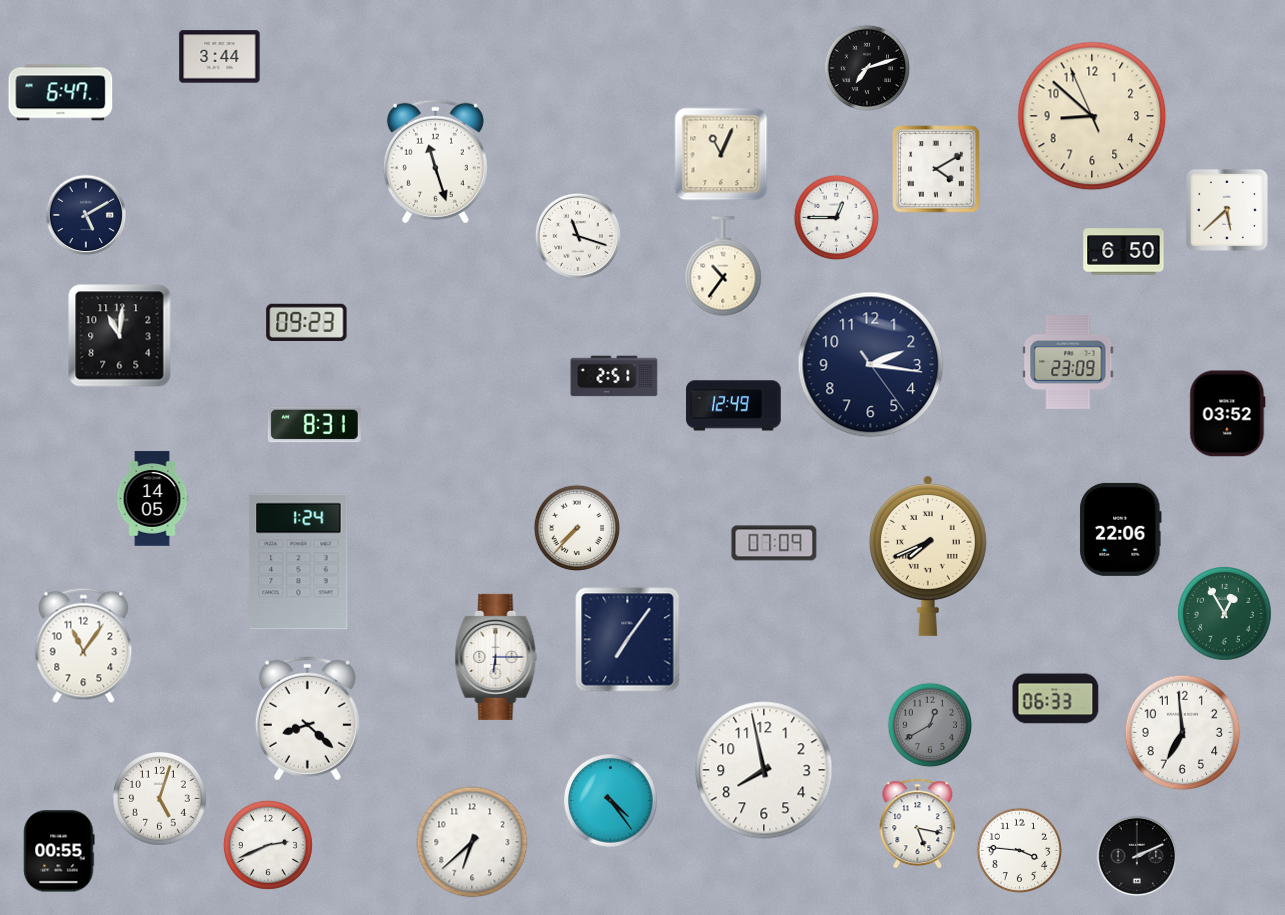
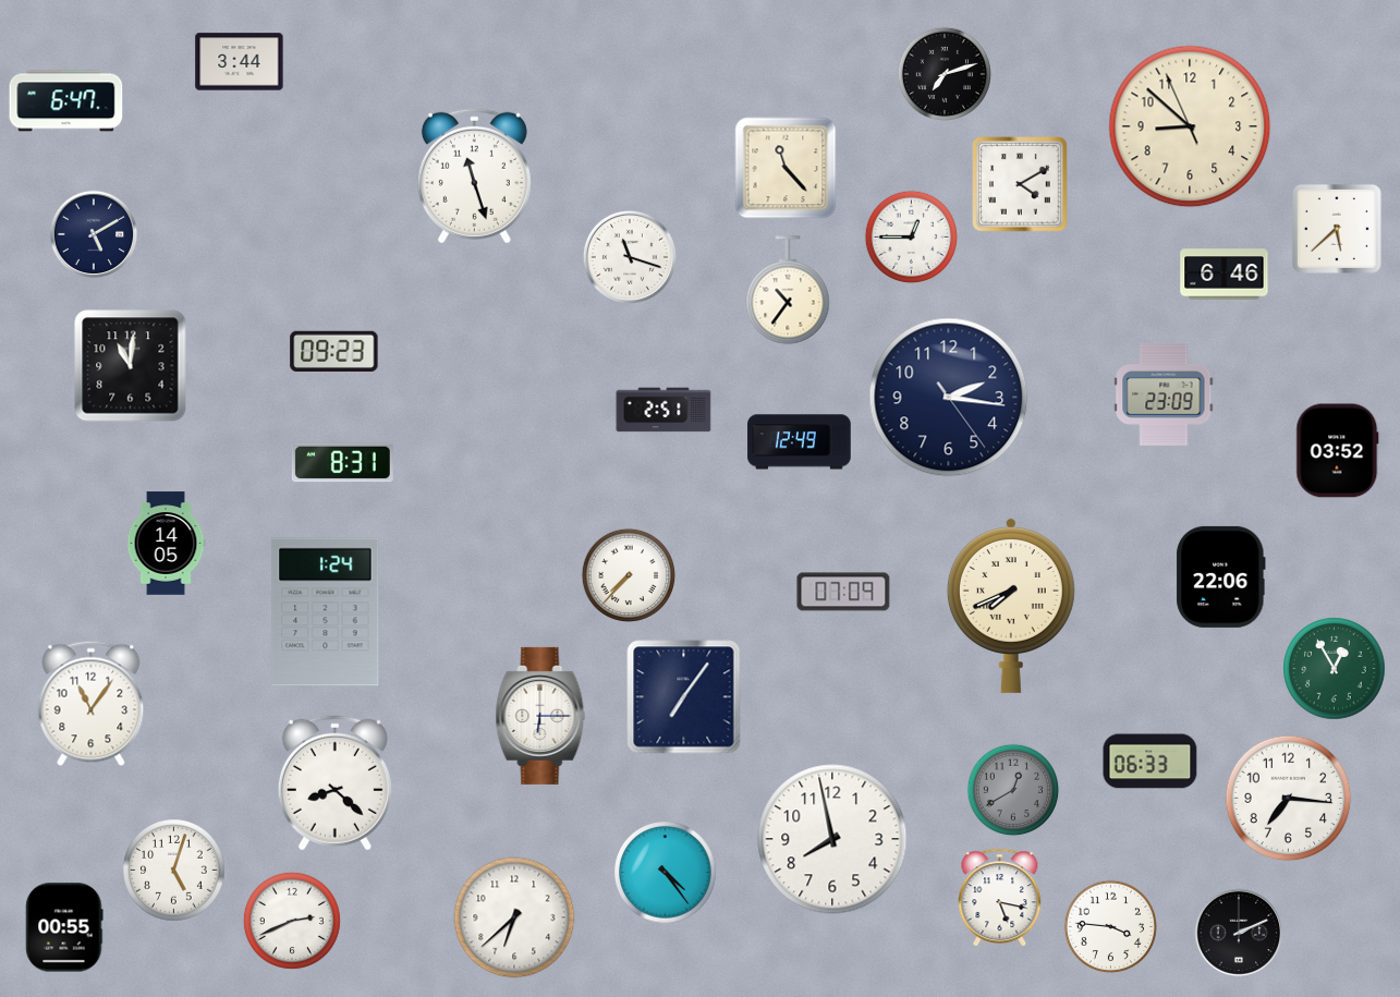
clock at (721, 154): 11:04 -> 11:23
clock at (1124, 252): 6:50 -> 6:46
clock at (614, 376) position: (614, 376) -> (664, 410)
clock at (1183, 733): 6:59 -> 7:16
